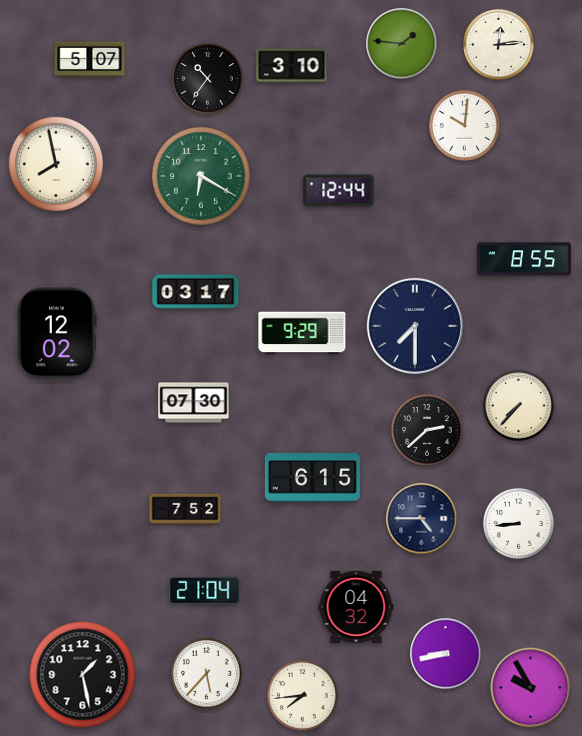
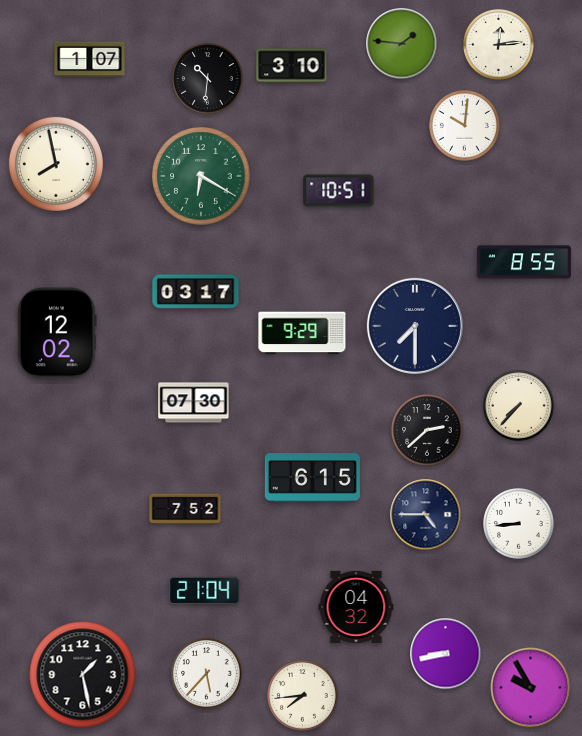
clock at (90, 60): 5:07 -> 1:07
clock at (208, 79): 10:36 -> 10:31
clock at (339, 191): 12:44 -> 10:51
clock at (523, 259) position: (523, 259) -> (523, 262)
clock at (422, 519) position: (422, 519) -> (426, 515)
